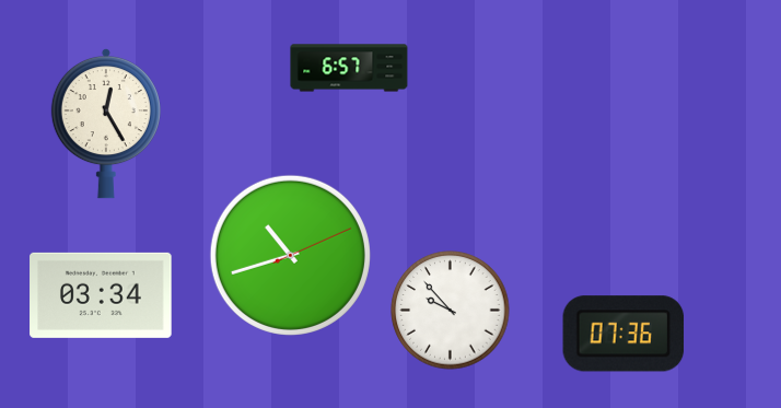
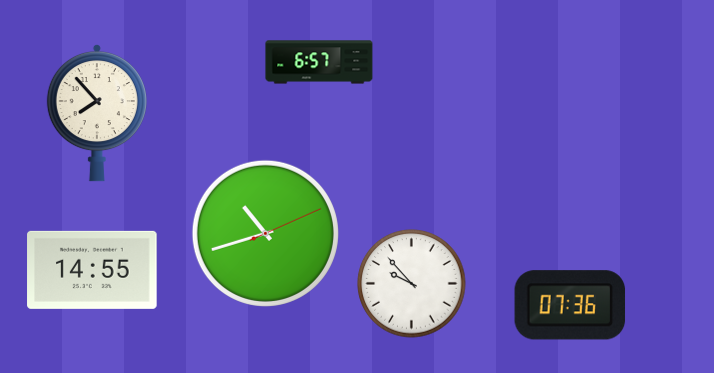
clock at (106, 124): 12:25 -> 7:53
clock at (101, 295): 03:34 -> 14:55
